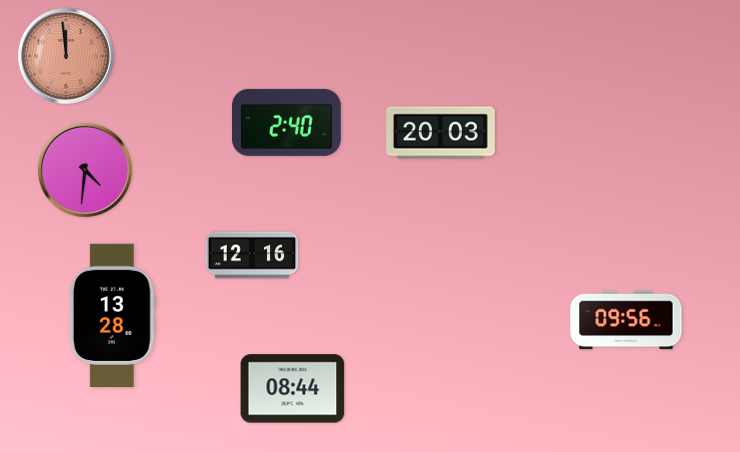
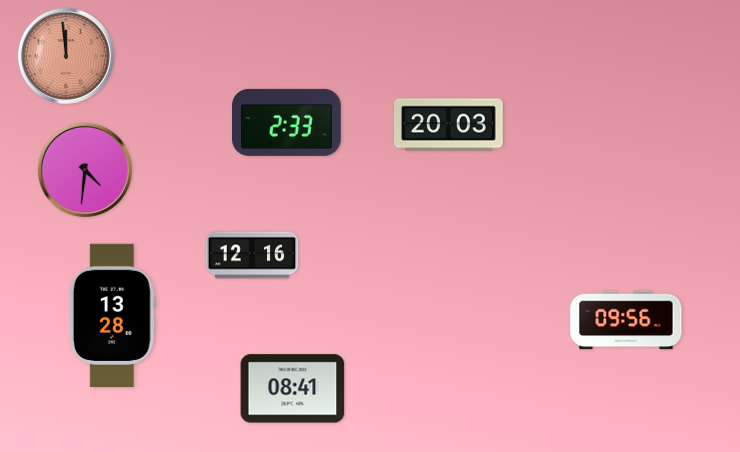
clock at (287, 122): 2:40 -> 2:33
clock at (441, 133) position: (441, 133) -> (449, 125)
clock at (293, 389): 08:44 -> 08:41
